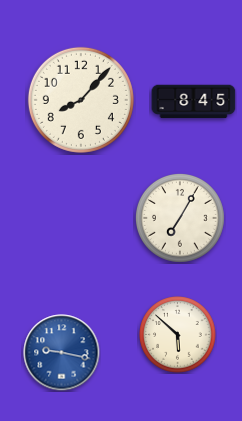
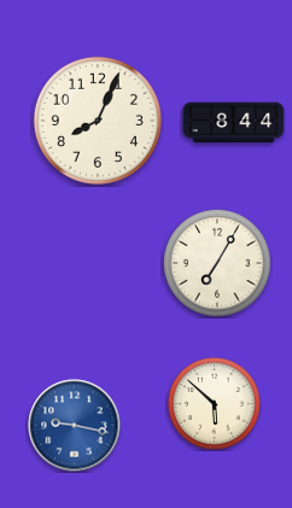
clock at (81, 100): 8:07 -> 8:04
clock at (194, 102): 8:45 -> 8:44
